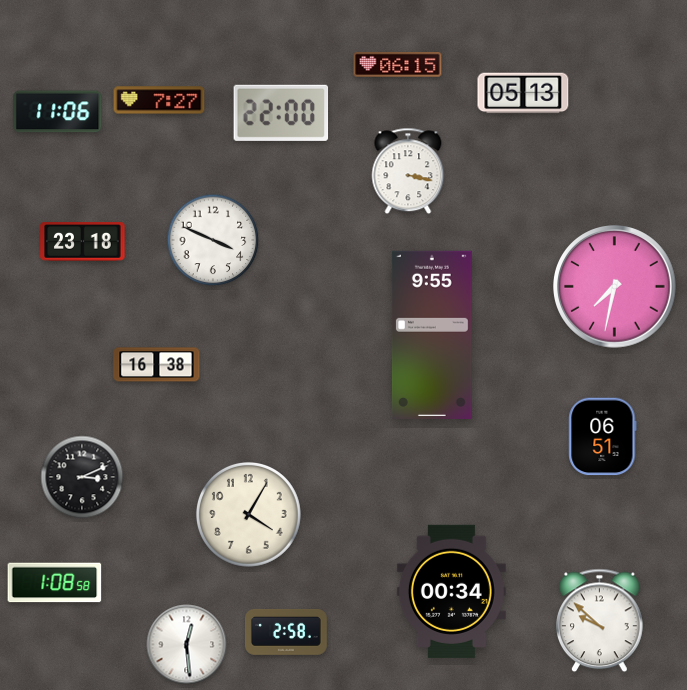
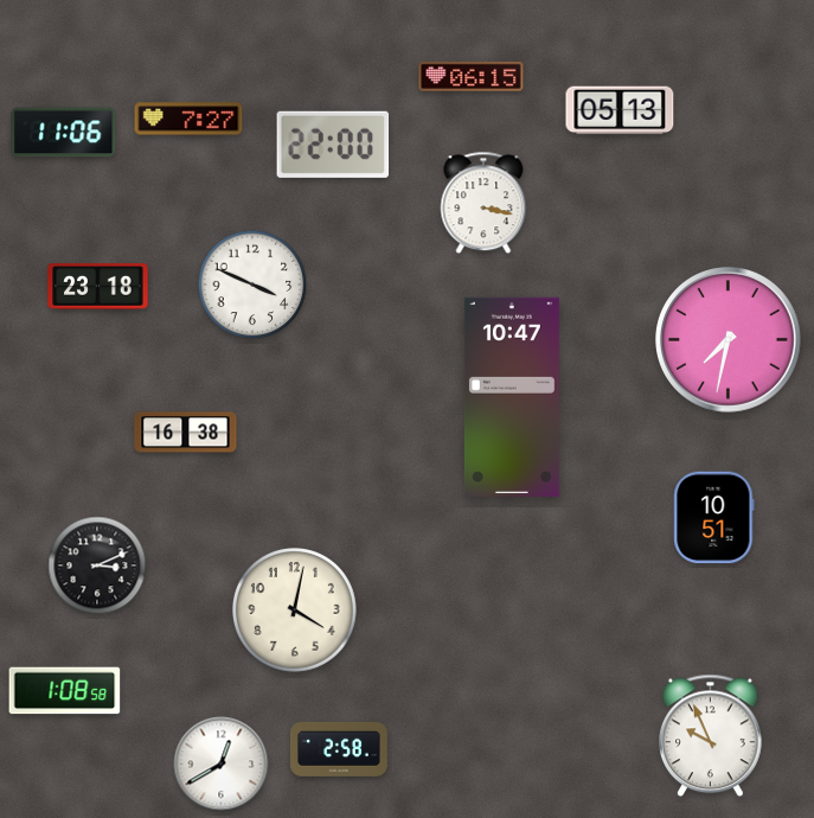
clock at (58, 112) position: (58, 112) -> (64, 133)
clock at (281, 113) position: (281, 113) -> (333, 145)
clock at (432, 335): 9:55 -> 10:47
clock at (603, 437): 06:51 -> 10:51
clock at (248, 514): 4:05 -> 4:02
clock at (451, 591): 00:34 -> none
clock at (600, 621): 9:52 -> 9:56
clock at (187, 645): 12:29 -> 12:40
